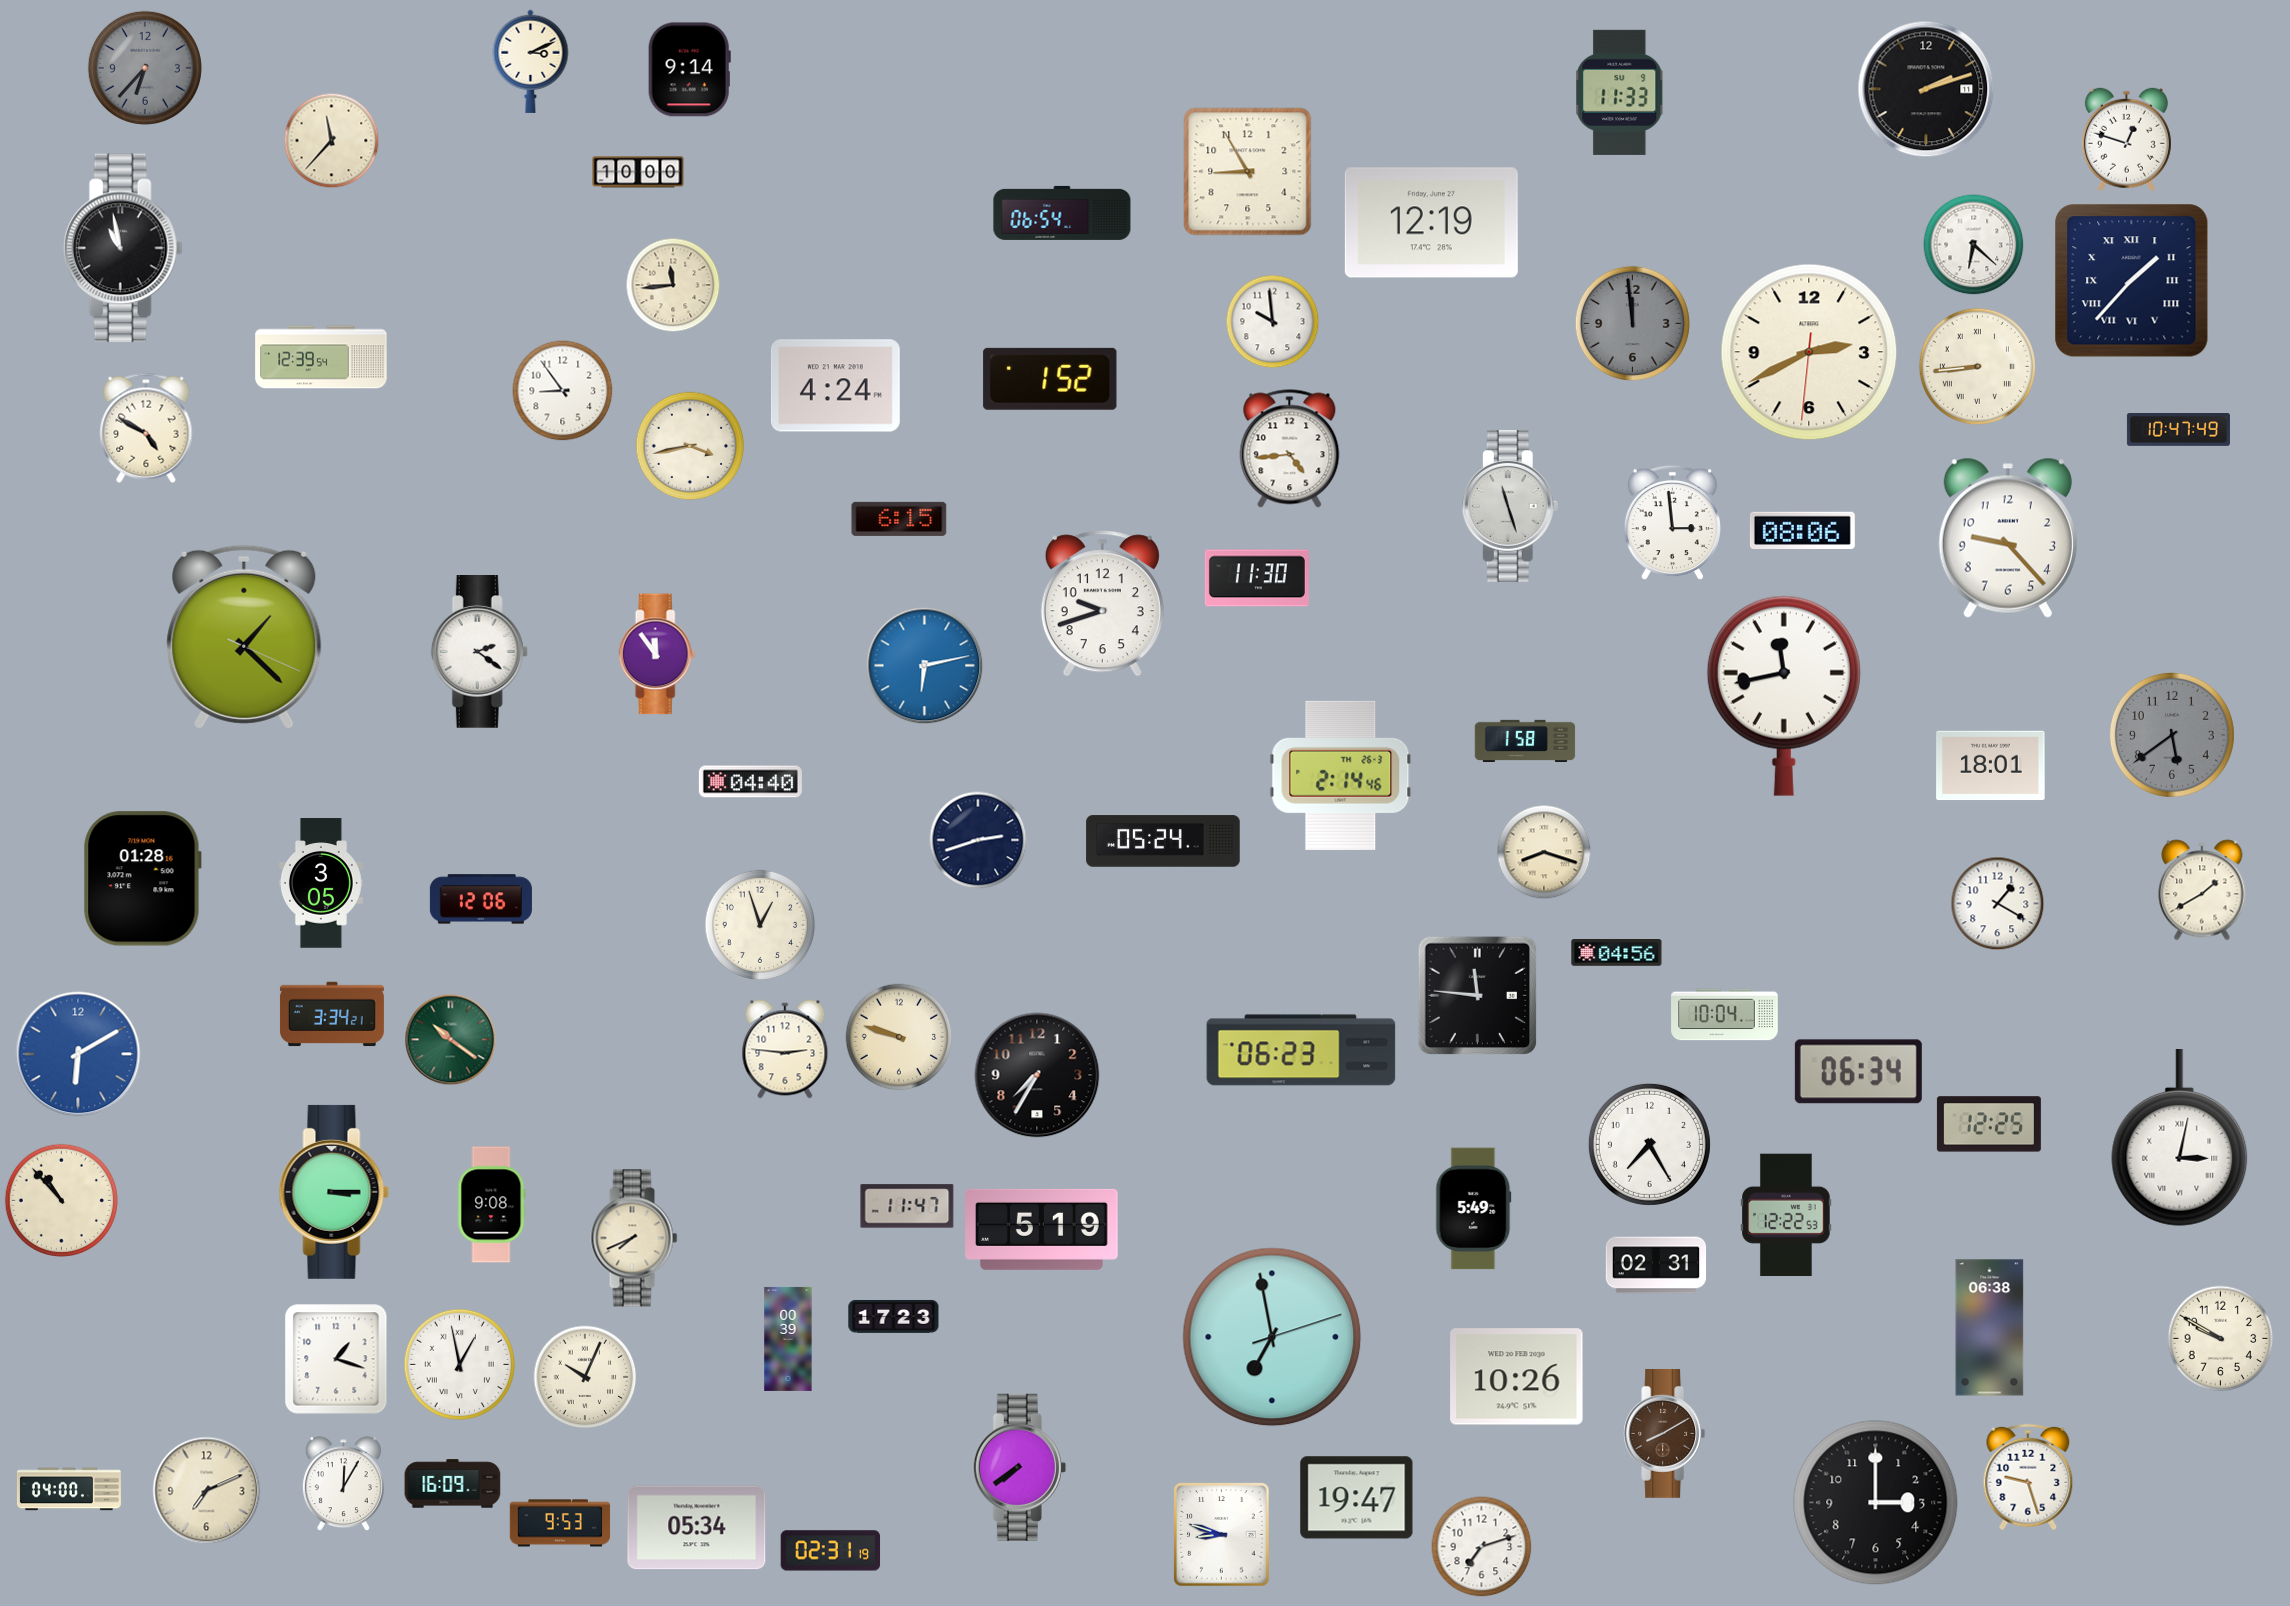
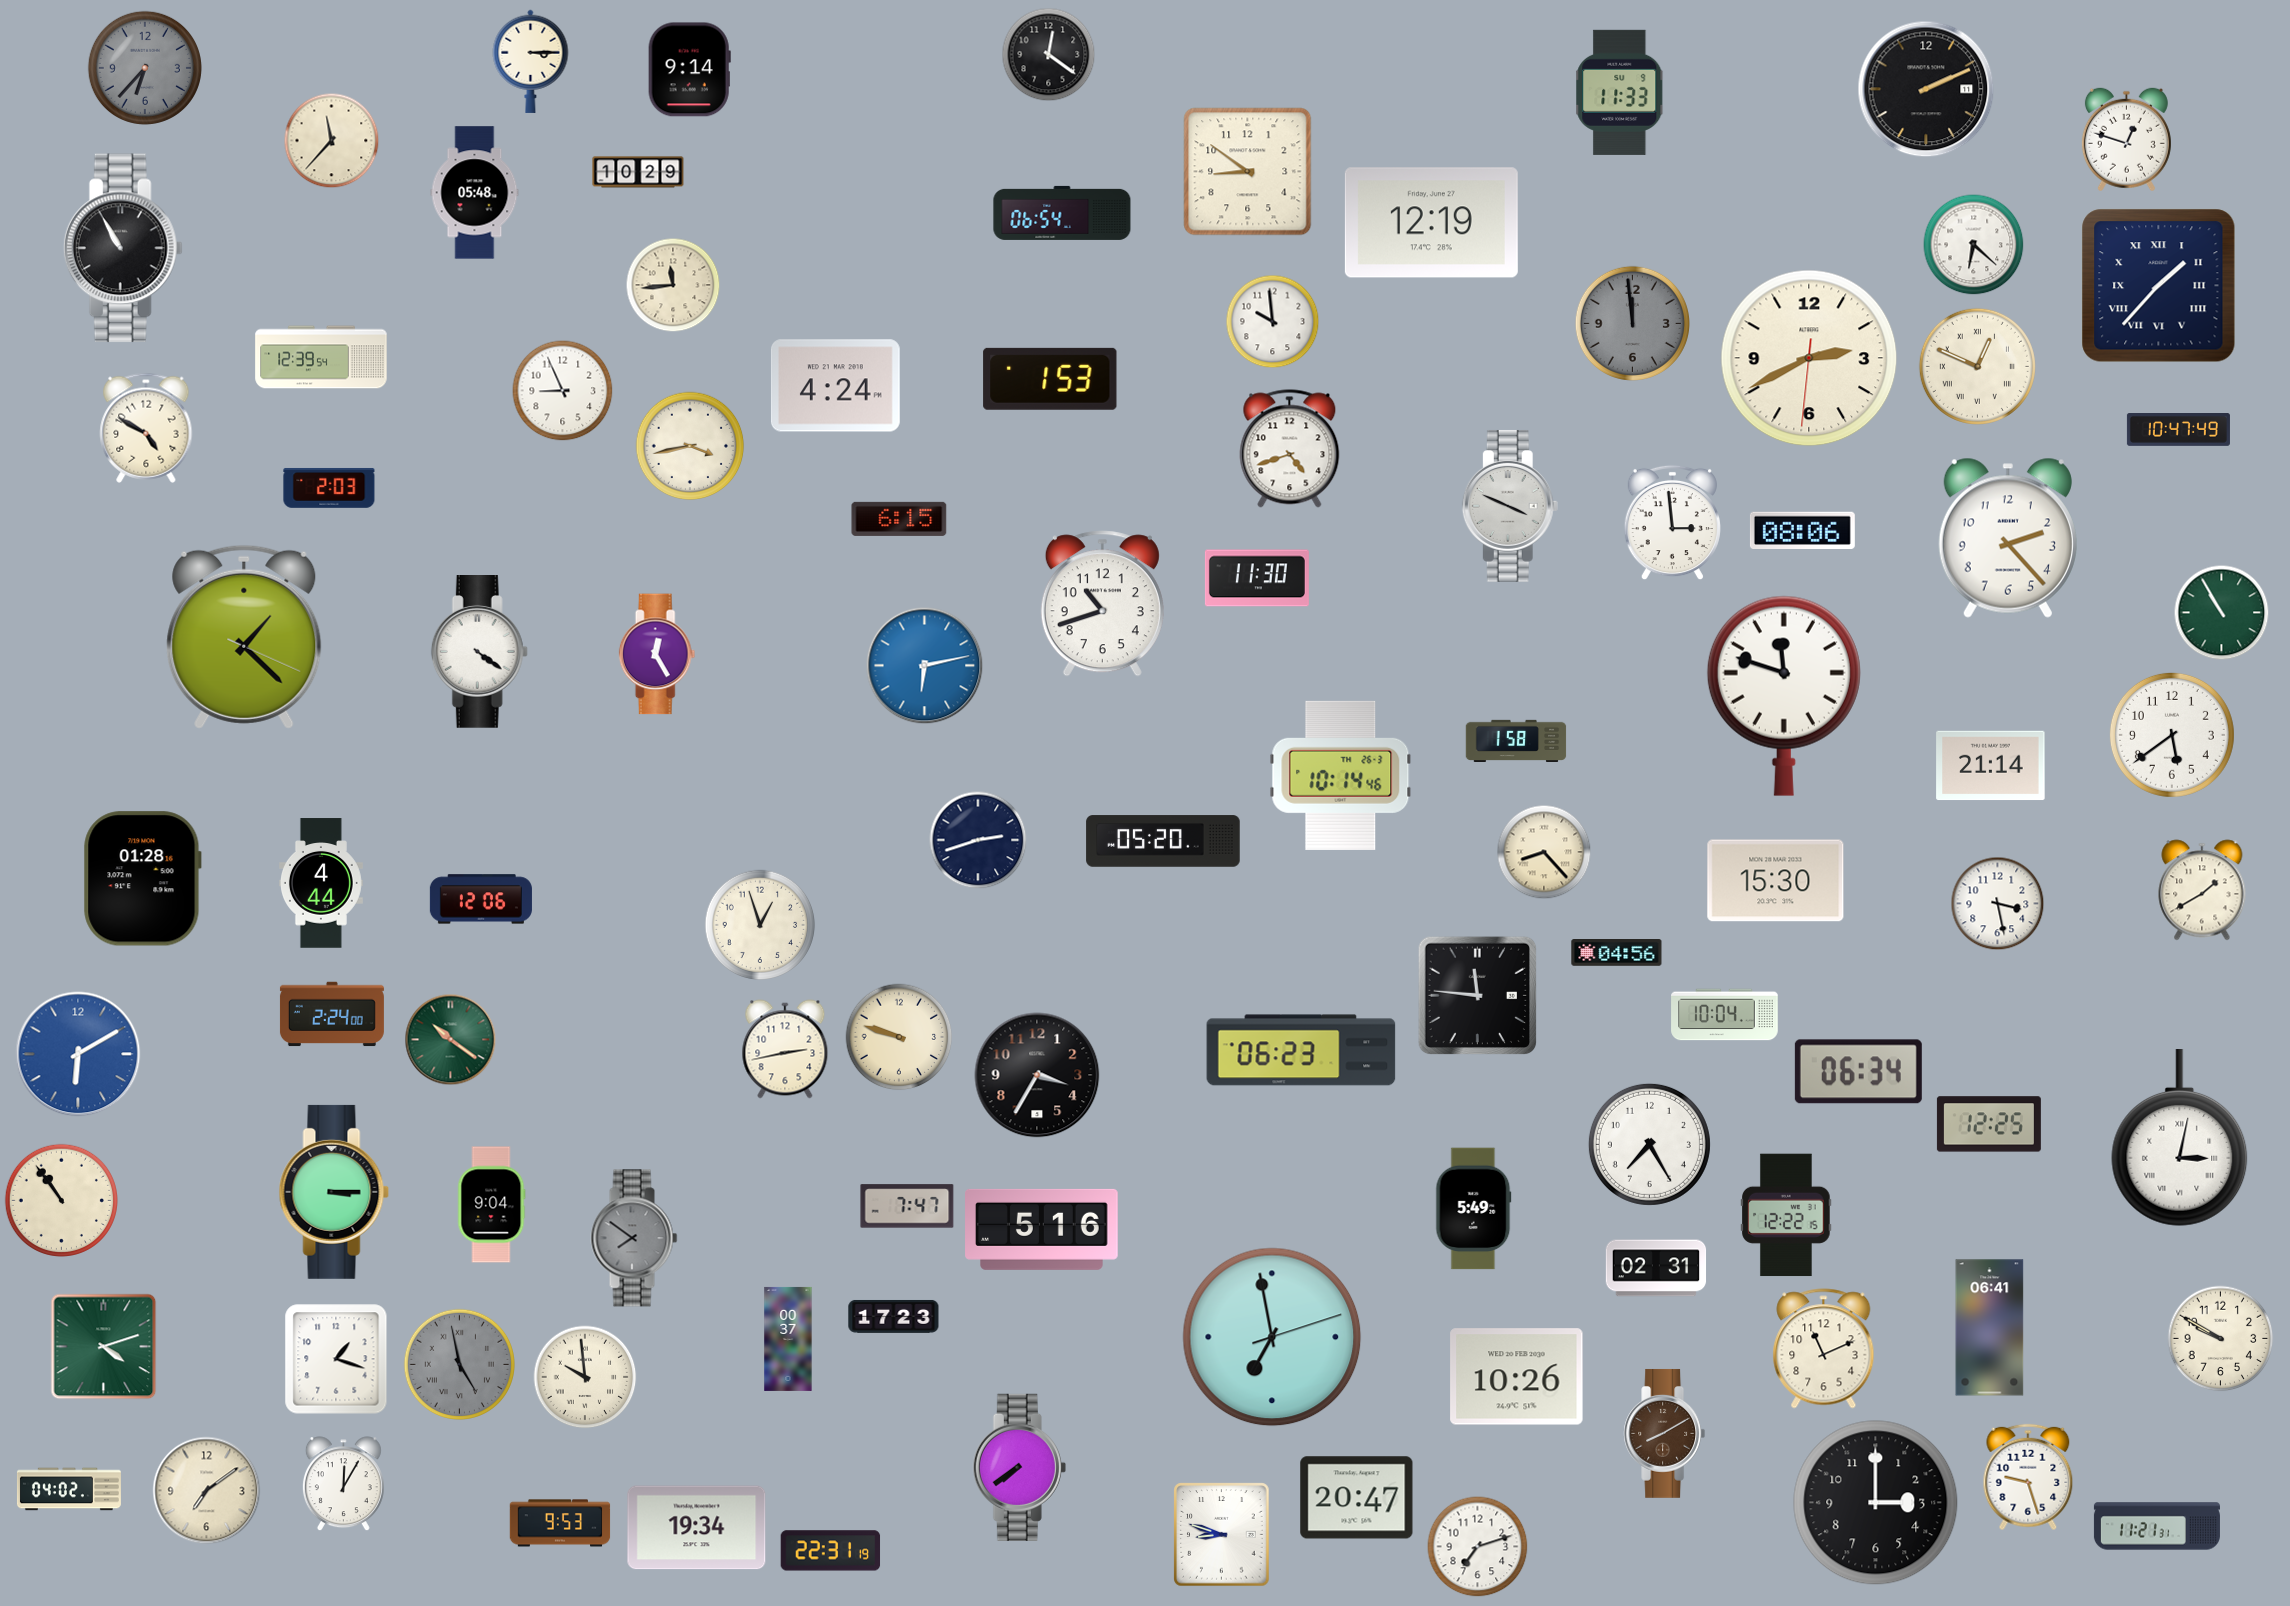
clock at (1049, 55): none -> 12:21
clock at (531, 61): 3:11 -> 3:15
clock at (1926, 89): 2:12 -> 2:11
clock at (638, 172): 10:00 -> 10:29
clock at (1248, 172): 8:55 -> 8:51
clock at (475, 193): none -> 05:48
clock at (123, 248): 10:58 -> 10:55
clock at (2132, 281) position: (2132, 281) -> (2159, 286)
clock at (1809, 352) position: (1809, 352) -> (1809, 358)
clock at (1977, 366): 8:44 -> 12:49
clock at (1050, 379): 1:52 -> 1:53
clock at (563, 391): 8:54 -> 8:56
clock at (1290, 449): 4:44 -> 4:42
clock at (329, 488): none -> 2:03
clock at (1510, 506): 11:27 -> 3:49
clock at (2008, 538): 9:23 -> 2:23
clock at (1102, 604): 9:42 -> 10:42
clock at (2222, 613): none -> 10:55
clock at (479, 652): 2:21 -> 4:21
clock at (657, 654): 11:54 -> 12:25
clock at (1784, 696): 11:43 -> 11:48
clock at (2172, 735) dial: grey -> white
clock at (1525, 740) position: (1525, 740) -> (1516, 740)
clock at (1991, 766): 18:01 -> 21:14
clock at (1341, 775): 2:14 -> 10:14
clock at (750, 782): 04:40 -> none
clock at (1163, 841): 05:24 -> 05:20
clock at (1544, 852): 8:18 -> 8:23
clock at (1776, 881): none -> 15:30
clock at (321, 883): 3:05 -> 4:44
clock at (1998, 904): 1:20 -> 3:28
clock at (332, 1014): 3:34 -> 2:24
clock at (785, 1049): 2:46 -> 2:43
clock at (1037, 1075): 7:35 -> 3:35
clock at (61, 1200): 10:53 -> 10:54
clock at (492, 1205): 9:08 -> 9:04
clock at (907, 1206): 11:47 -> 7:47
clock at (1786, 1215): 12:22:53 -> 12:22:15
clock at (1042, 1229): 5:19 -> 5:16
clock at (634, 1238): 7:41 -> 7:51
clock at (634, 1238) dial: cream -> grey
clock at (1656, 1265) position: (1656, 1265) -> (1656, 1268)
clock at (1990, 1328): 06:38 -> 06:41
clock at (788, 1339): 00:39 -> 00:37
clock at (104, 1347): none -> 4:12
clock at (1824, 1349): none -> 11:11
clock at (459, 1364): 12:58 -> 4:58
clock at (459, 1364) dial: white -> grey
clock at (585, 1377): 10:04 -> 9:59
clock at (453, 1484): 16:09 -> none
clock at (69, 1489): 04:00 -> 04:02
clock at (207, 1491): 7:11 -> 7:09
clock at (1357, 1498): 19:47 -> 20:47
clock at (2157, 1526): none -> 11:21
clock at (697, 1528): 05:34 -> 19:34
clock at (1482, 1547) position: (1482, 1547) -> (1478, 1547)
clock at (831, 1551): 02:31 -> 22:31
